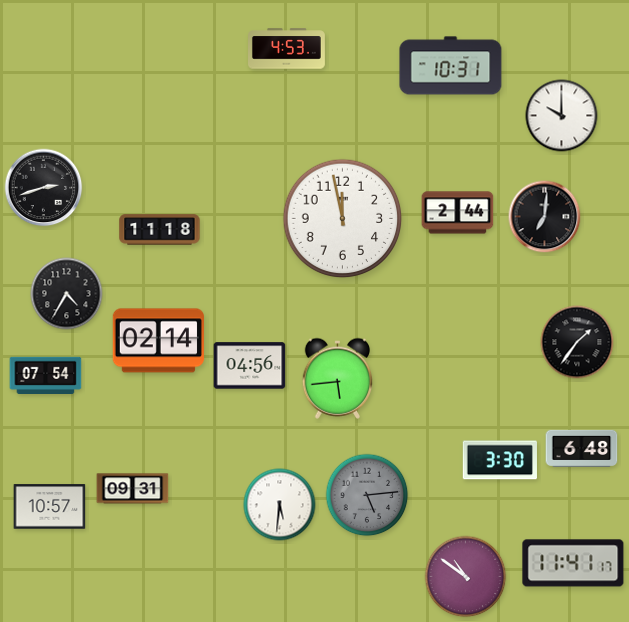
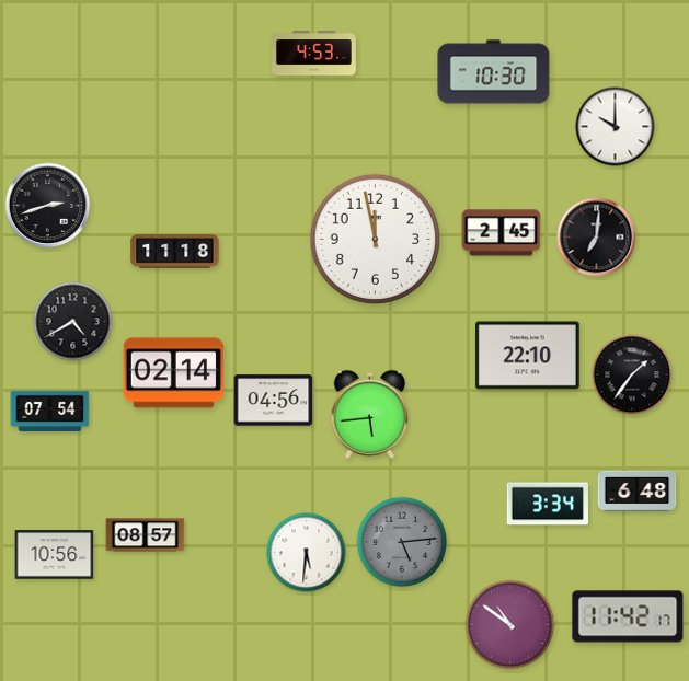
clock at (451, 66): 10:31 -> 10:30
clock at (458, 213): 2:44 -> 2:45
clock at (67, 294): 4:35 -> 4:40
clock at (528, 356): none -> 22:10
clock at (500, 460): 3:30 -> 3:34
clock at (133, 489): 09:31 -> 08:57
clock at (50, 507): 10:57 -> 10:56
clock at (573, 563): 11:41 -> 11:42
clock at (466, 577) position: (466, 577) -> (510, 625)
